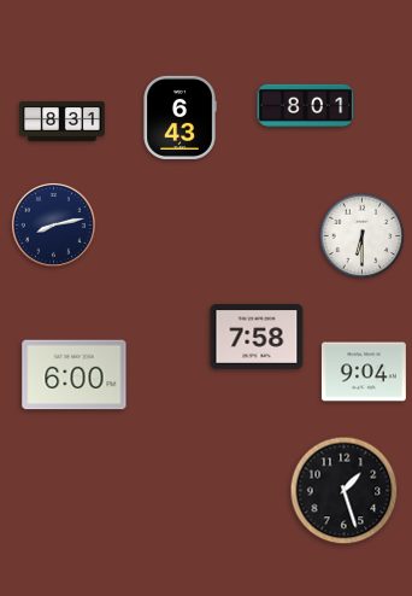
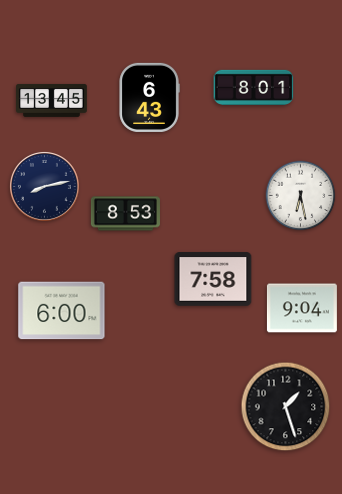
clock at (63, 121): 8:31 -> 13:45
clock at (363, 236): 6:30 -> 6:28
clock at (125, 214): none -> 8:53
